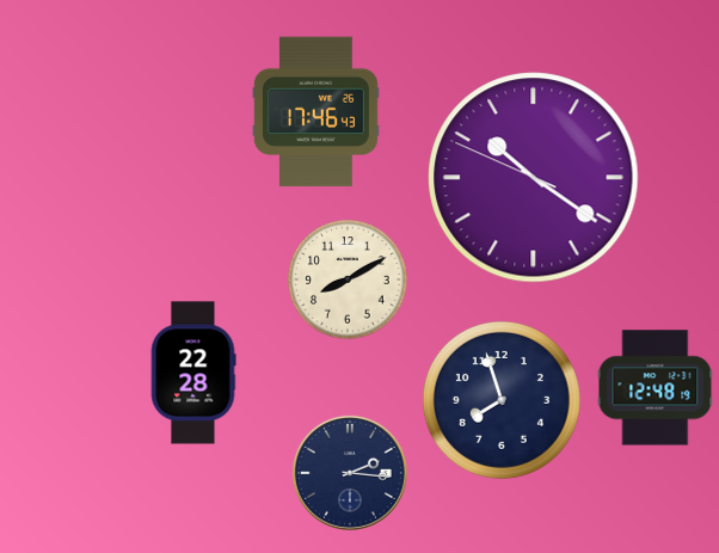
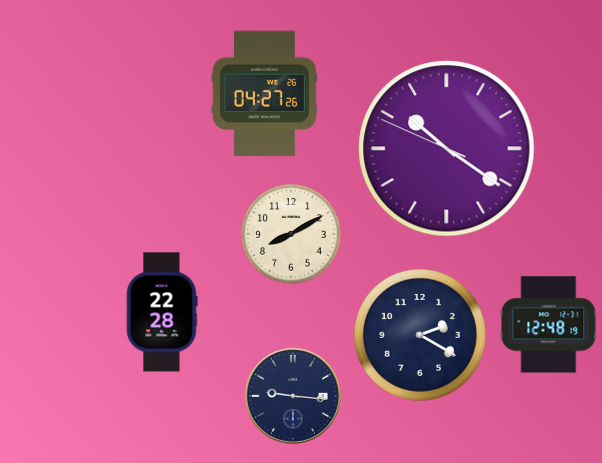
clock at (315, 112): 17:46 -> 04:27
clock at (502, 400): 7:57 -> 2:20
clock at (350, 473): 2:16 -> 9:16
